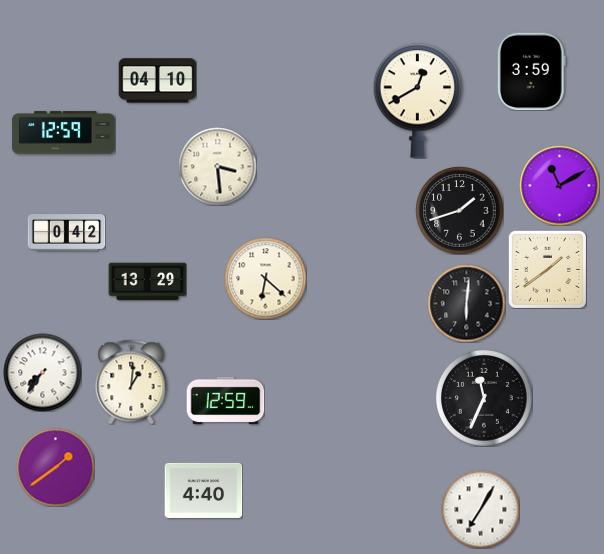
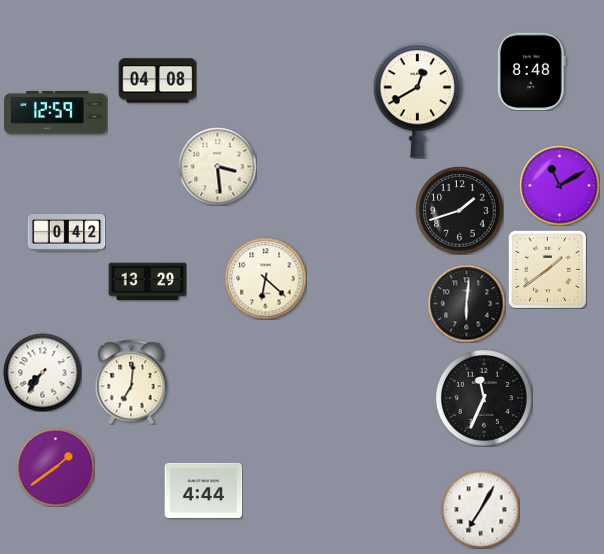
clock at (531, 71): 3:59 -> 8:48
clock at (157, 81): 04:10 -> 04:08
clock at (64, 133) position: (64, 133) -> (56, 113)
clock at (131, 382): 1:01 -> 7:01
clock at (225, 401): 12:59 -> none
clock at (203, 490): 4:40 -> 4:44
